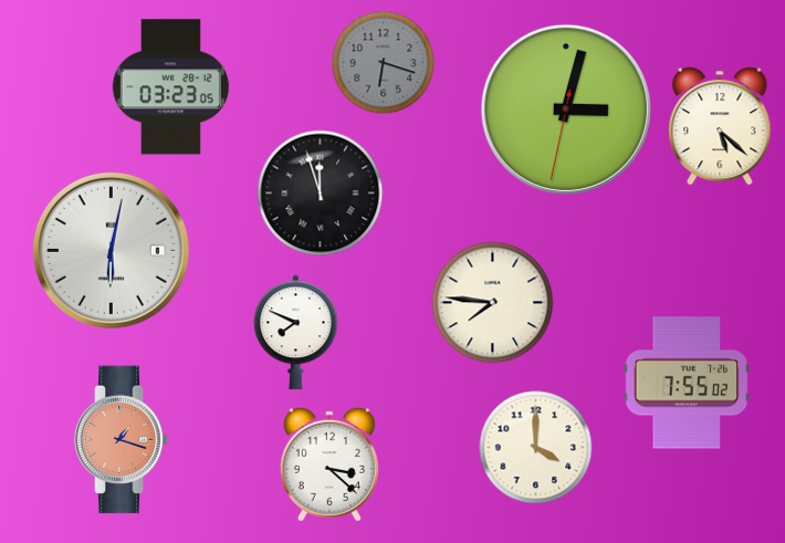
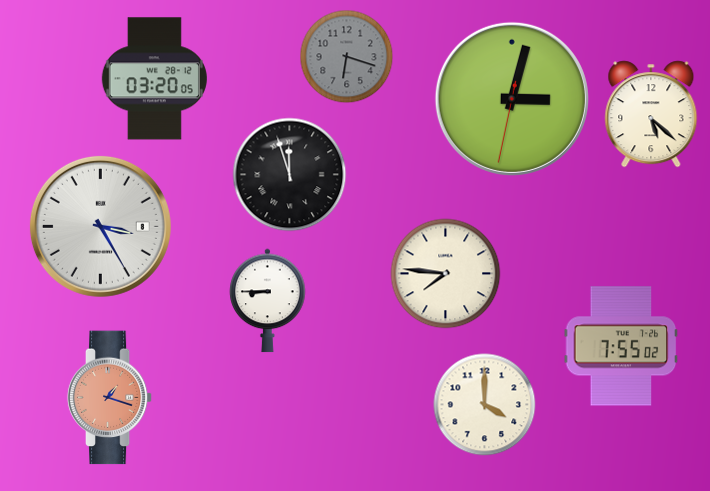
clock at (170, 87): 03:23 -> 03:20
clock at (111, 250): 6:02 -> 3:25
clock at (296, 333): 7:49 -> 8:45
clock at (329, 464): 3:22 -> none
